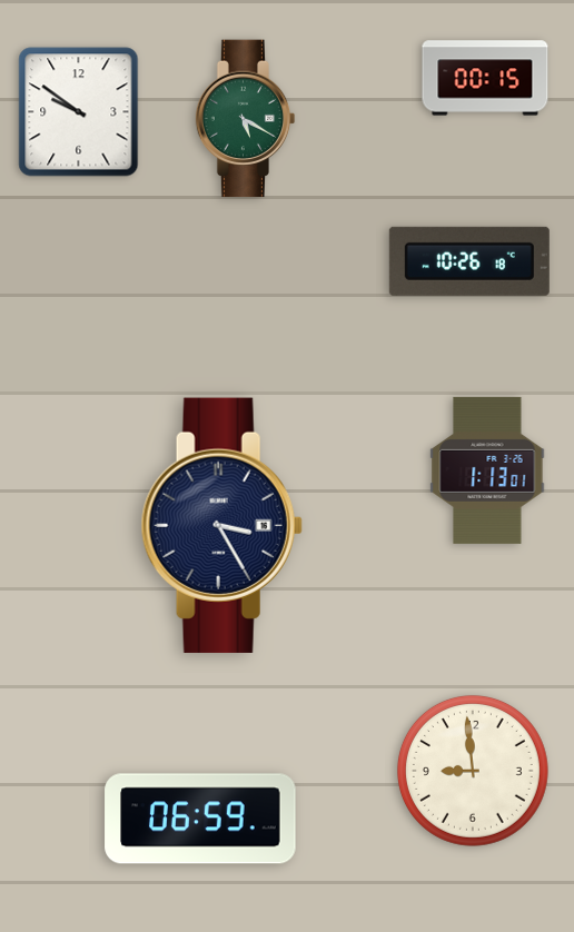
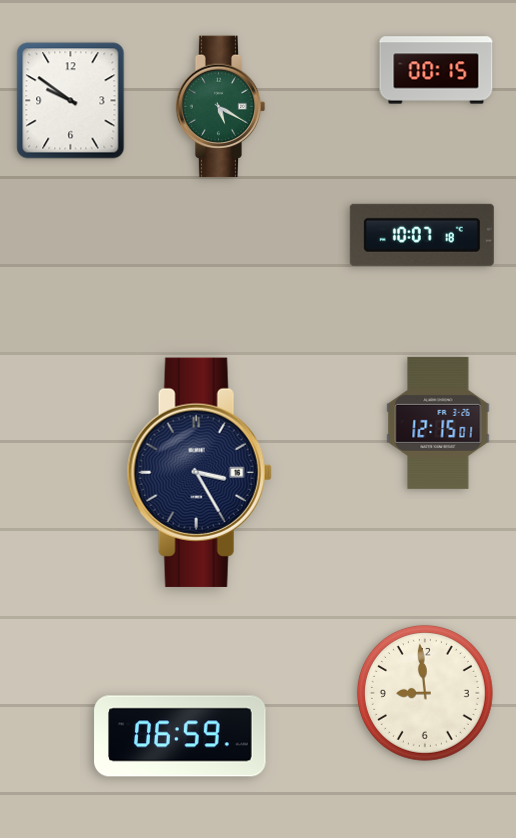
clock at (469, 261): 10:26 -> 10:07
clock at (487, 470): 1:13 -> 12:15
